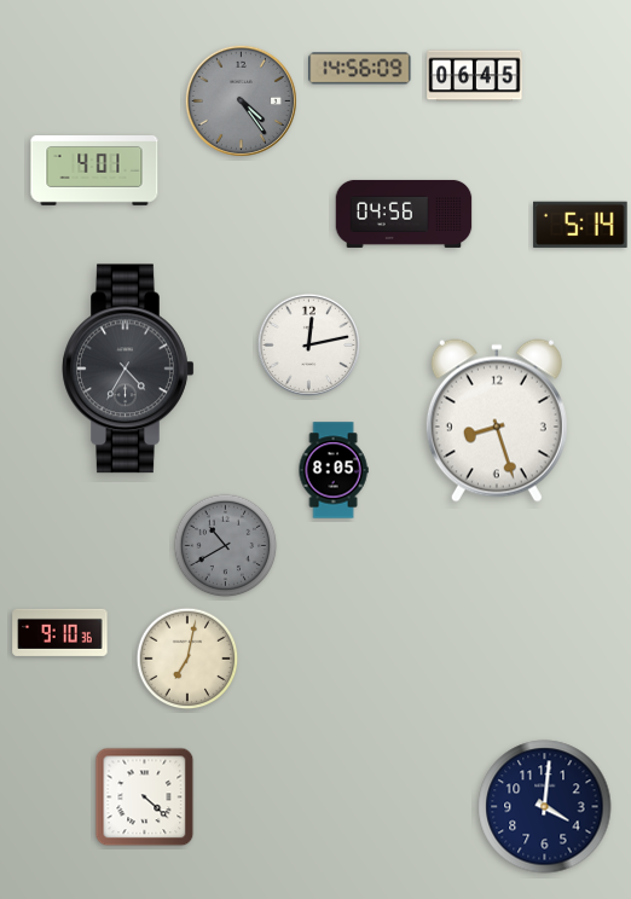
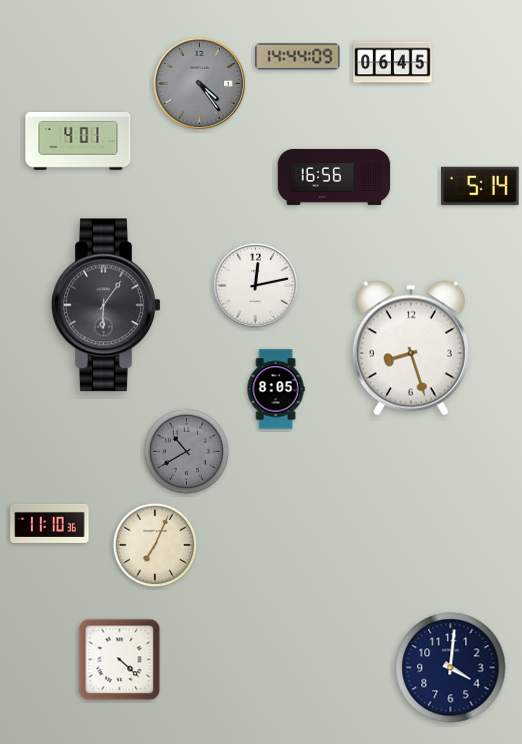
clock at (360, 69): 14:56 -> 14:44
clock at (404, 214): 04:56 -> 16:56
clock at (128, 369): 4:35 -> 6:06
clock at (60, 632): 9:10 -> 11:10
clock at (187, 659): 7:02 -> 7:04
